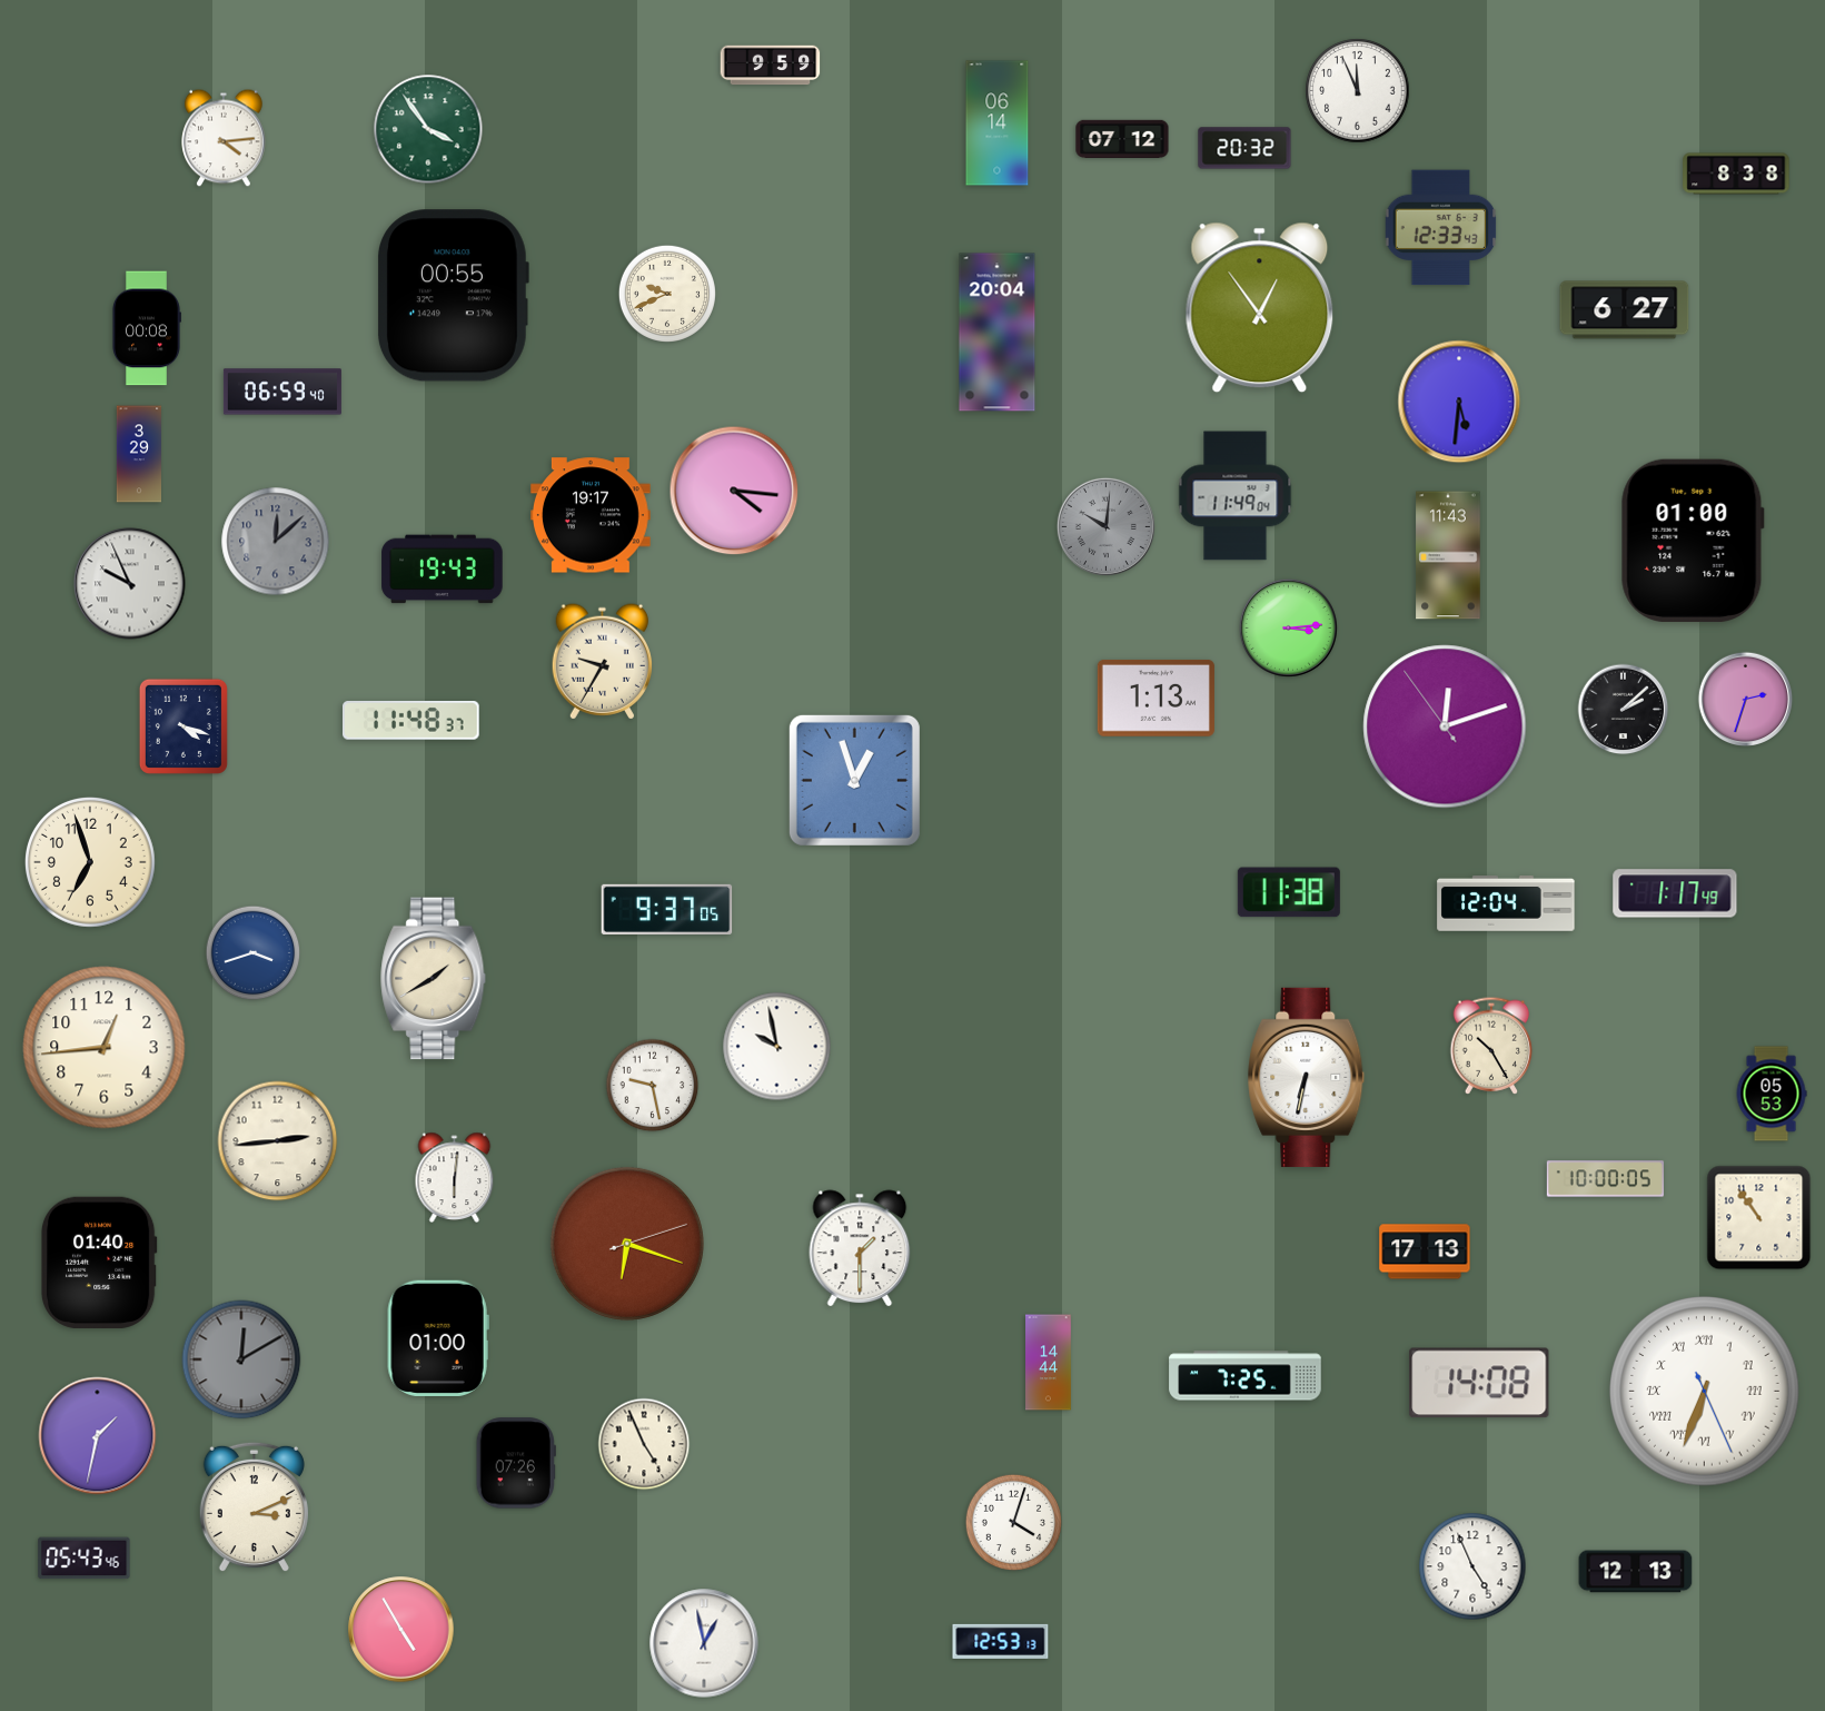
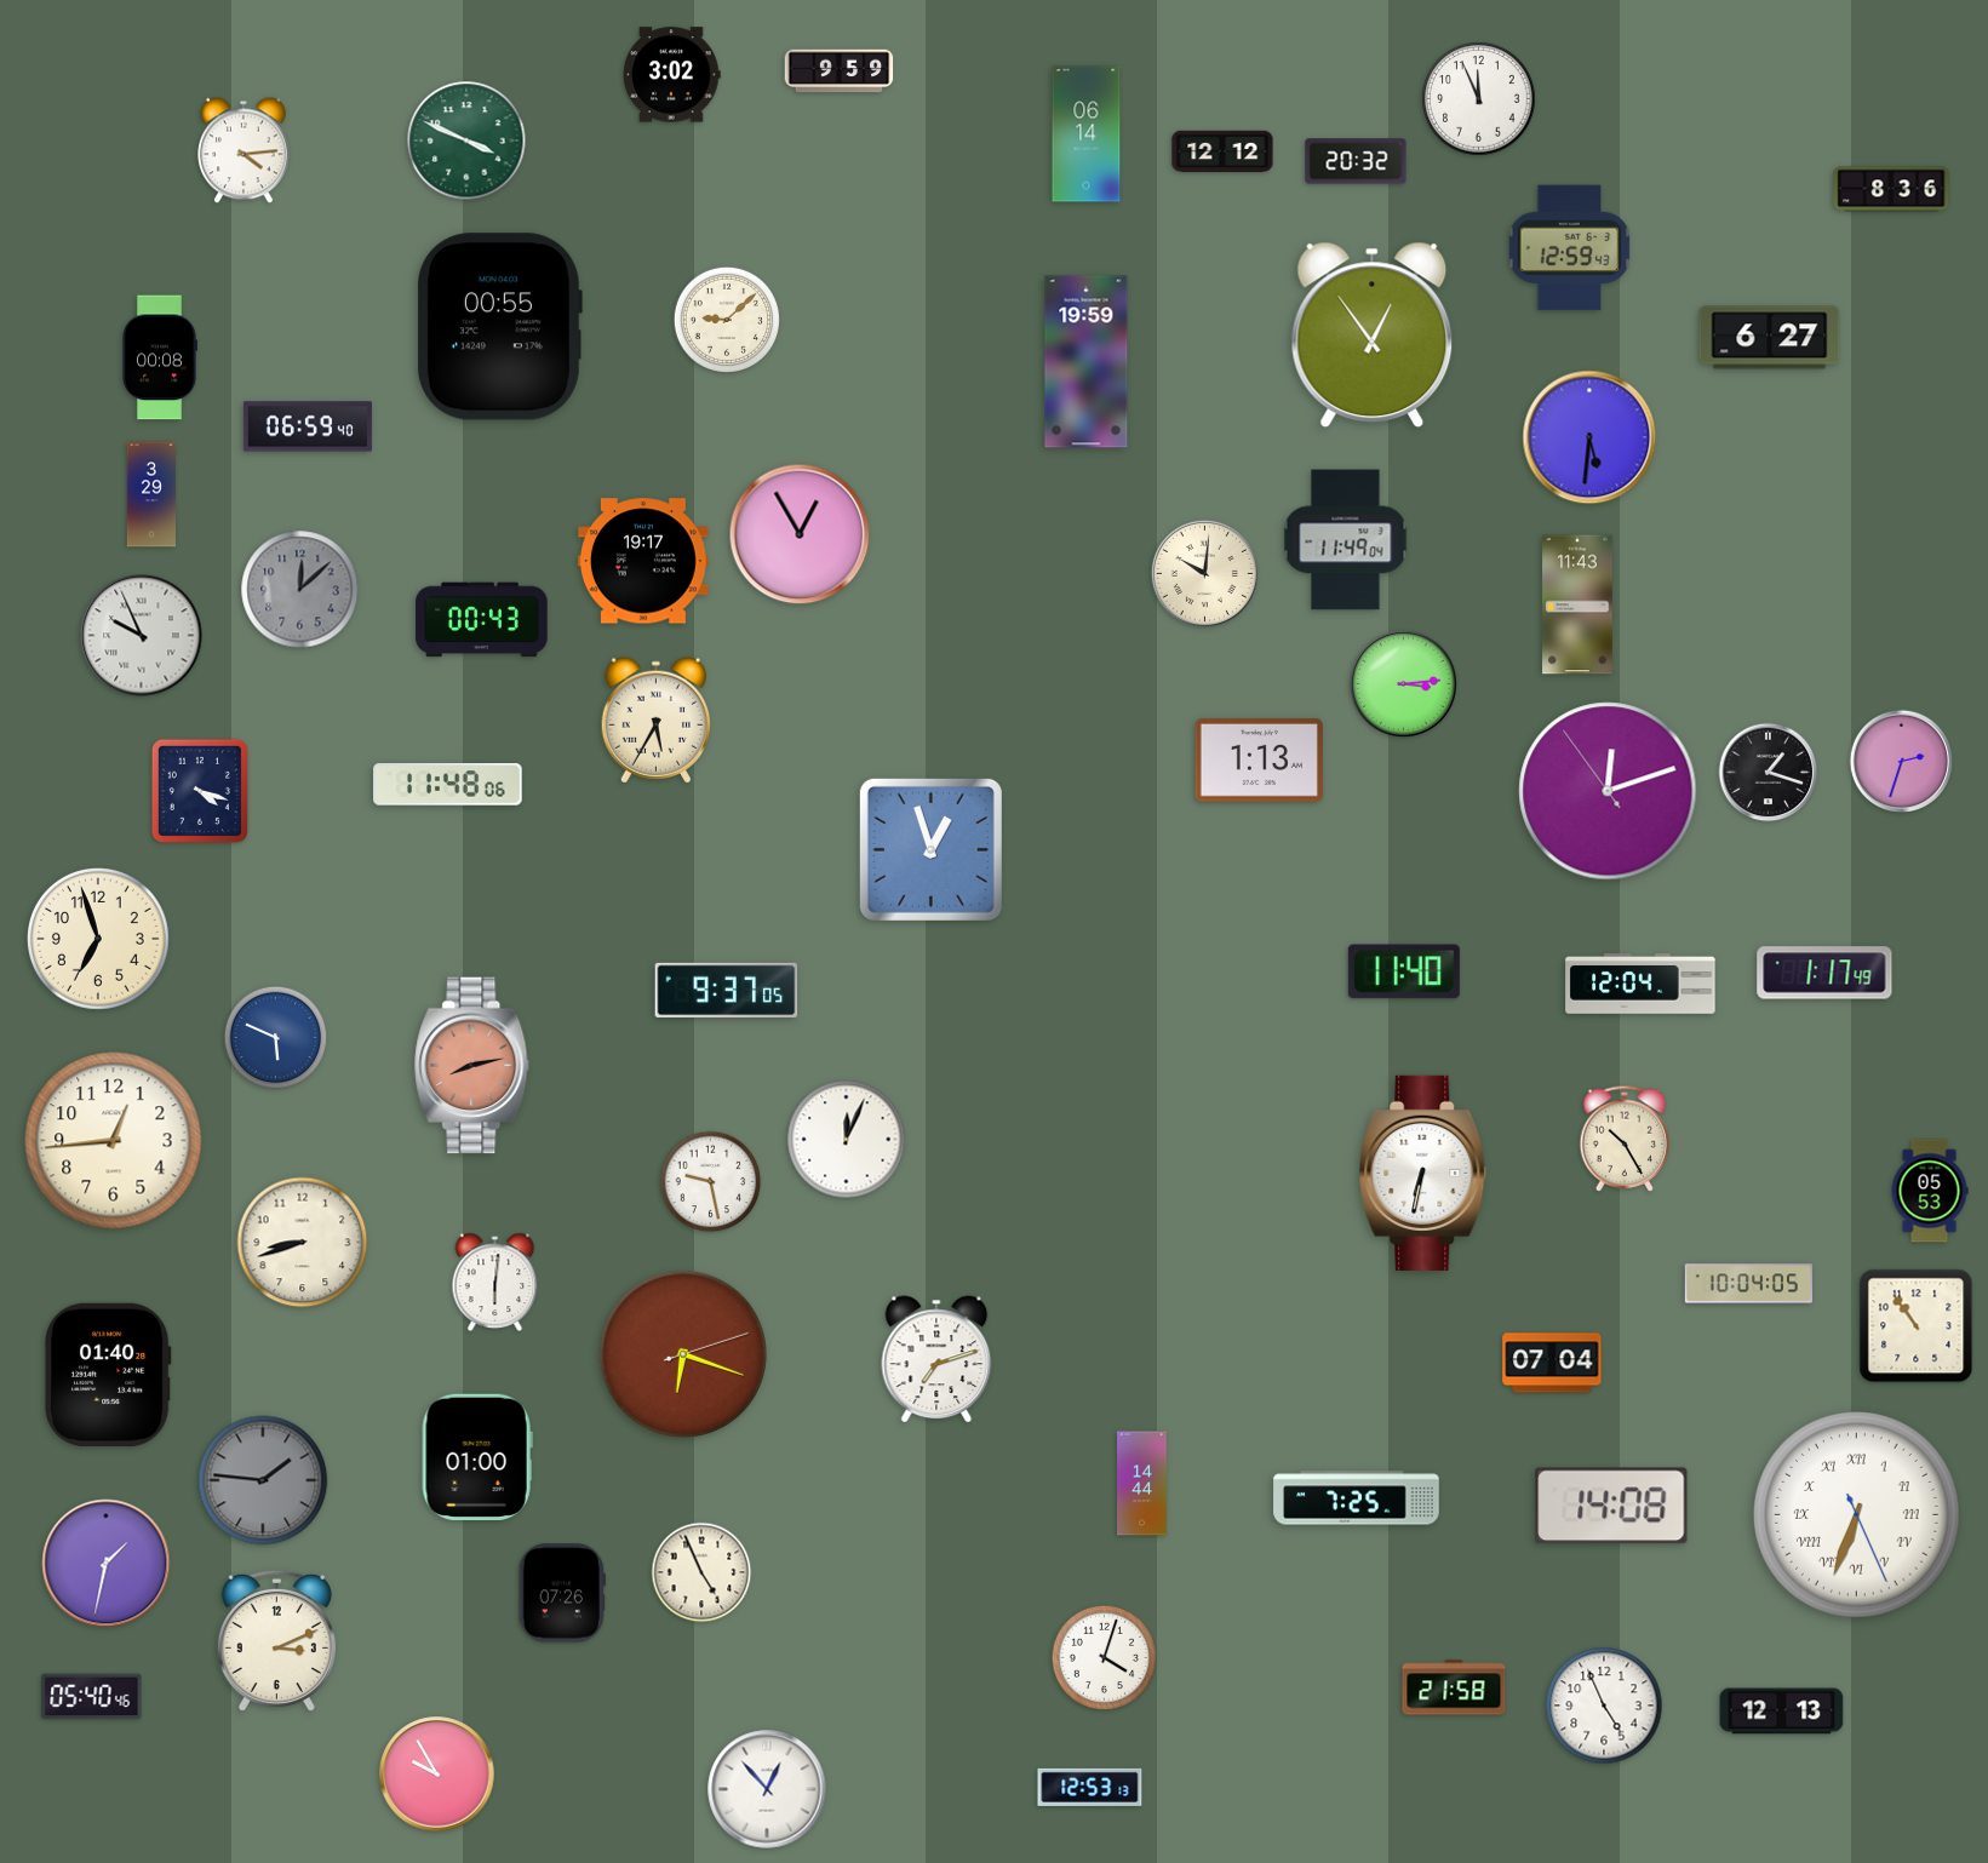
clock at (672, 75): none -> 3:02
clock at (428, 129): 3:54 -> 3:49
clock at (1122, 139): 07:12 -> 12:12
clock at (1736, 174): 8:38 -> 8:36
clock at (1441, 228): 12:33 -> 12:59
clock at (667, 294): 9:41 -> 9:08
clock at (453, 296) position: (453, 296) -> (499, 327)
clock at (998, 333): 20:04 -> 19:59
clock at (734, 491): 4:16 -> 12:55
clock at (1105, 526) dial: grey -> cream
clock at (1693, 541): 01:00 -> none
clock at (443, 570): 19:43 -> 00:43
clock at (602, 662): 9:35 -> 5:35
clock at (1624, 710): 2:08 -> 1:18
clock at (411, 721): 11:48:37 -> 11:48:06
clock at (1445, 726) position: (1445, 726) -> (1608, 791)
clock at (1289, 892): 11:38 -> 11:40
clock at (254, 953): 3:42 -> 5:49
clock at (434, 979): 1:40 -> 8:13
clock at (434, 979) dial: cream -> salmon
clock at (777, 1047): 9:58 -> 12:04
clock at (278, 1141): 2:44 -> 8:42
clock at (1605, 1179): 10:00 -> 10:04
clock at (860, 1248): 1:30 -> 7:12
clock at (1425, 1252): 17:13 -> 07:04
clock at (241, 1359): 12:10 -> 1:46
clock at (1454, 1687): none -> 21:58
clock at (85, 1559): 05:43 -> 05:40
clock at (401, 1630): 4:55 -> 9:55
clock at (704, 1643): 12:58 -> 12:53
